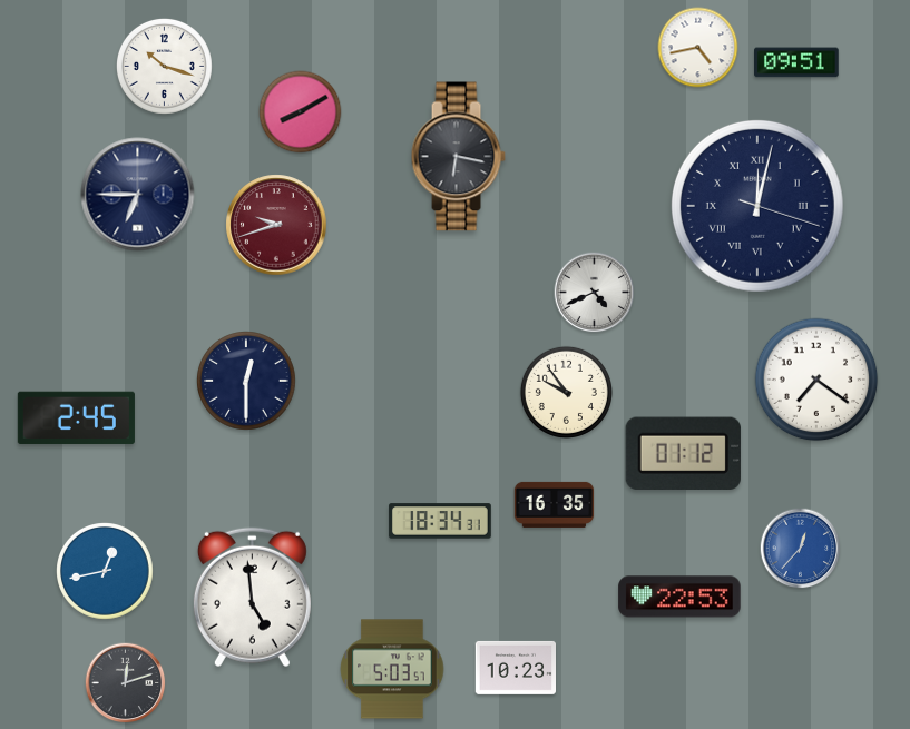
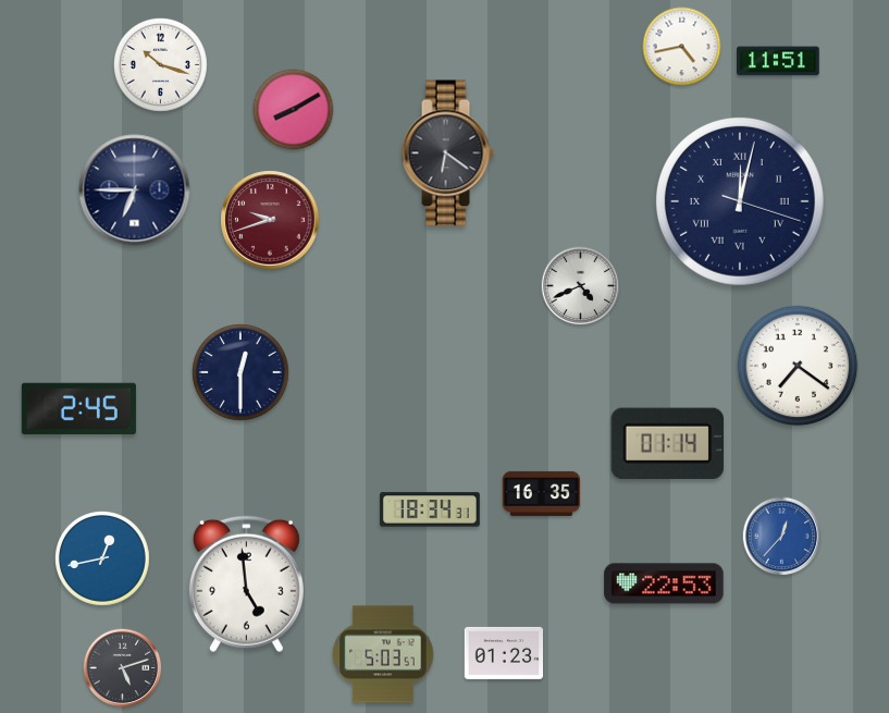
clock at (796, 62): 09:51 -> 11:51
clock at (458, 157): 6:17 -> 6:21
clock at (816, 380) position: (816, 380) -> (798, 366)
clock at (566, 392): 9:54 -> none
clock at (76, 418) position: (76, 418) -> (78, 409)
clock at (683, 453): 01:12 -> 01:14
clock at (515, 668): 10:23 -> 01:23
clock at (126, 683): 12:12 -> 5:12
